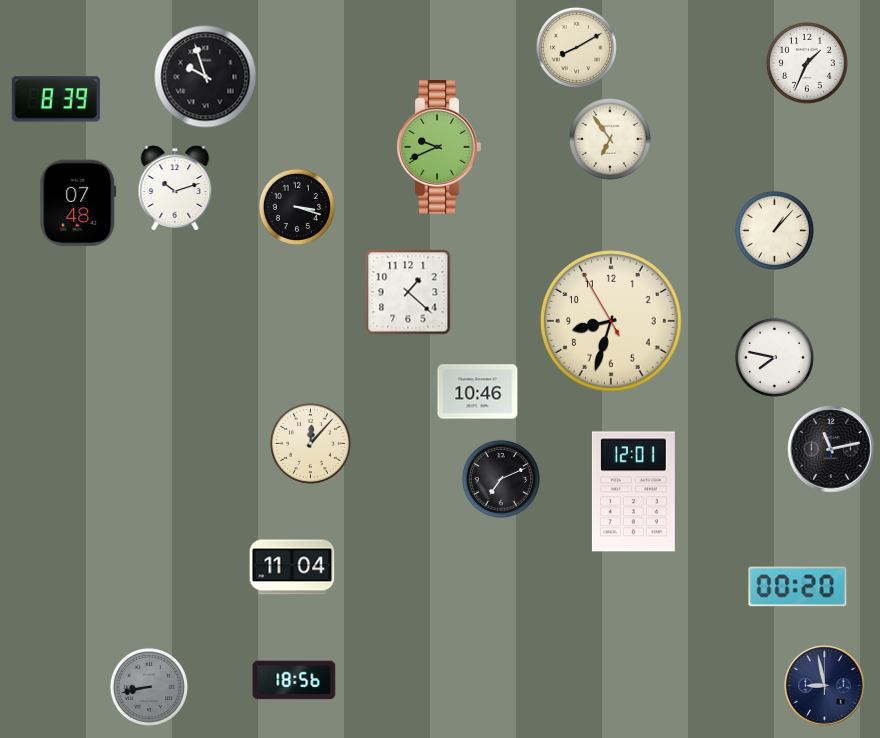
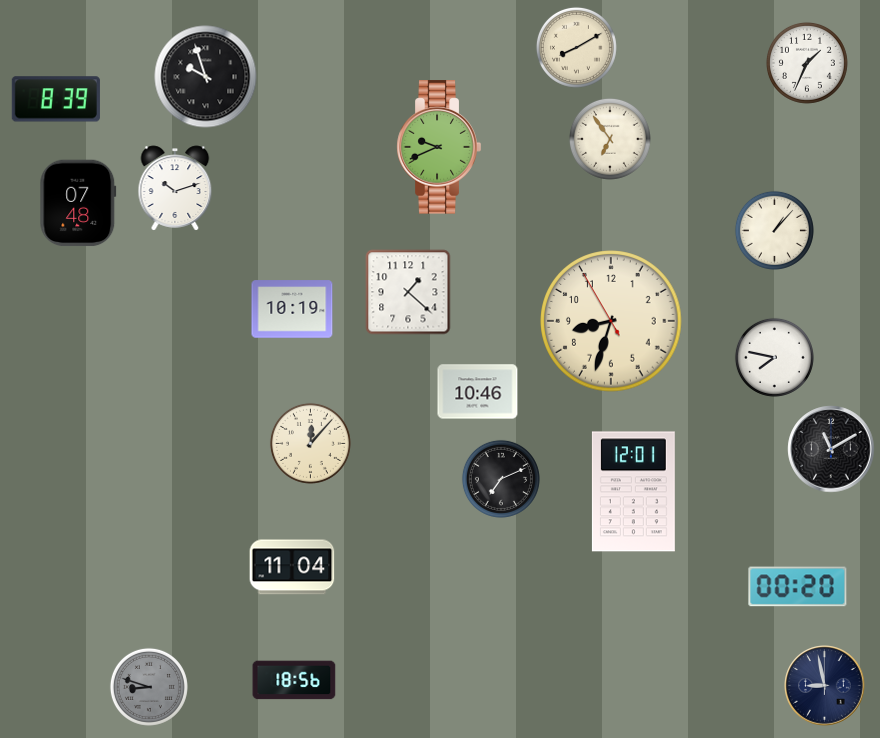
clock at (297, 207): 3:18 -> none
clock at (292, 309): none -> 10:19
clock at (831, 449): 11:13 -> 11:10
clock at (149, 687): 8:43 -> 8:48
